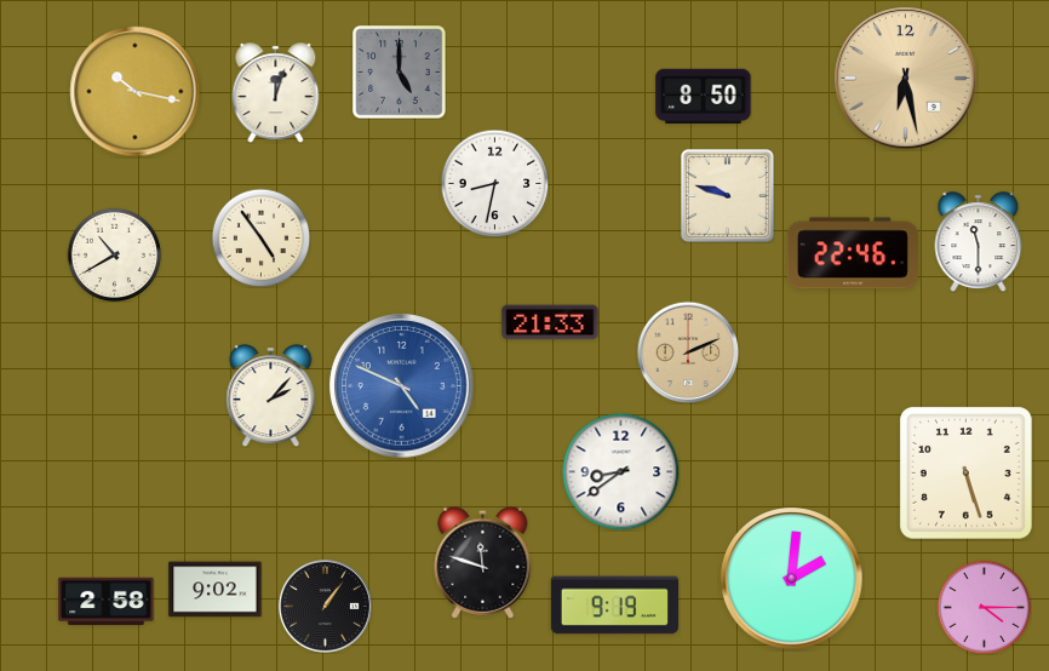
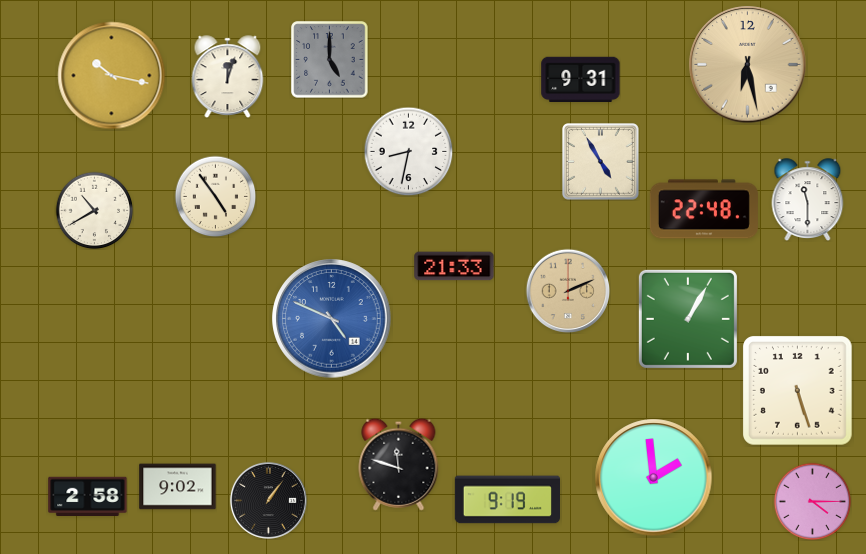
clock at (704, 97): 8:50 -> 9:31
clock at (728, 196): 9:48 -> 4:55
clock at (853, 253): 22:46 -> 22:48
clock at (688, 319): none -> 1:05
clock at (271, 396): 2:07 -> none
clock at (620, 471): 8:39 -> none
clock at (792, 579): 2:01 -> 1:59
